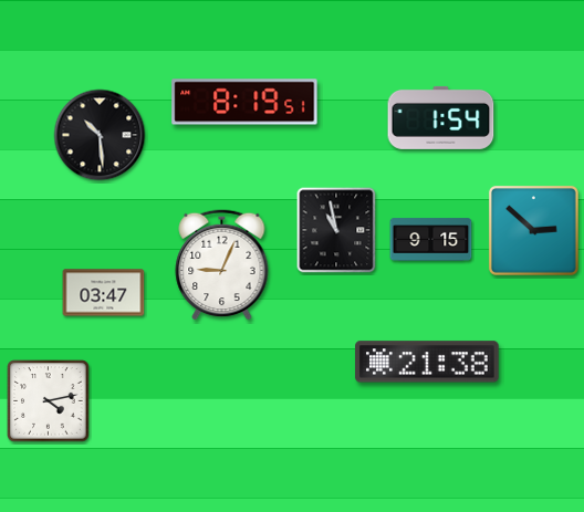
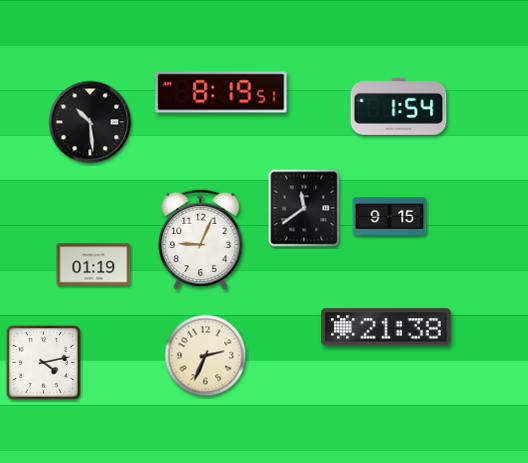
clock at (336, 230): 10:58 -> 11:39
clock at (534, 231): 2:52 -> none
clock at (104, 293): 03:47 -> 01:19
clock at (206, 356): none -> 2:34
